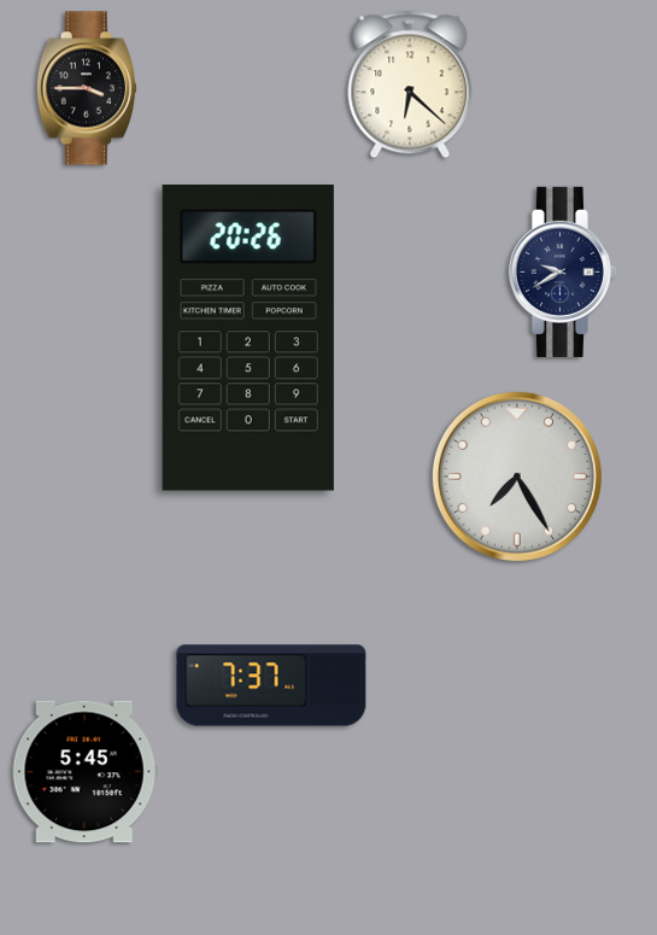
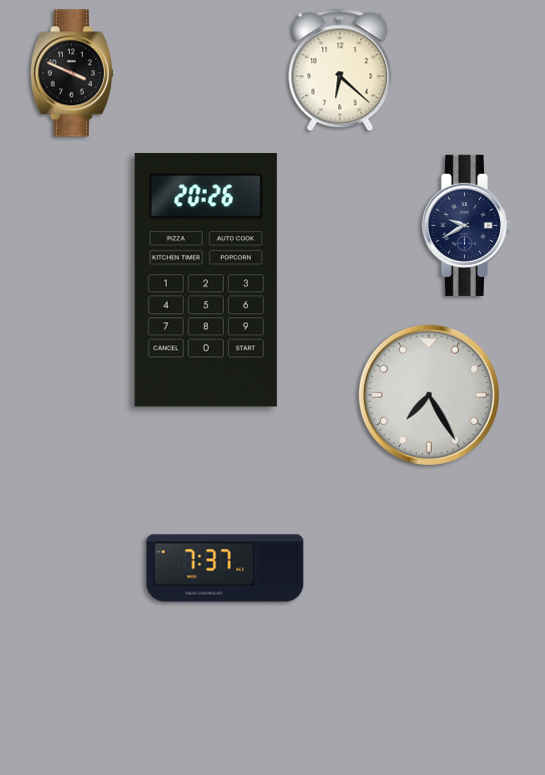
clock at (87, 88): 3:45 -> 3:49
clock at (84, 772): 5:45 -> none
